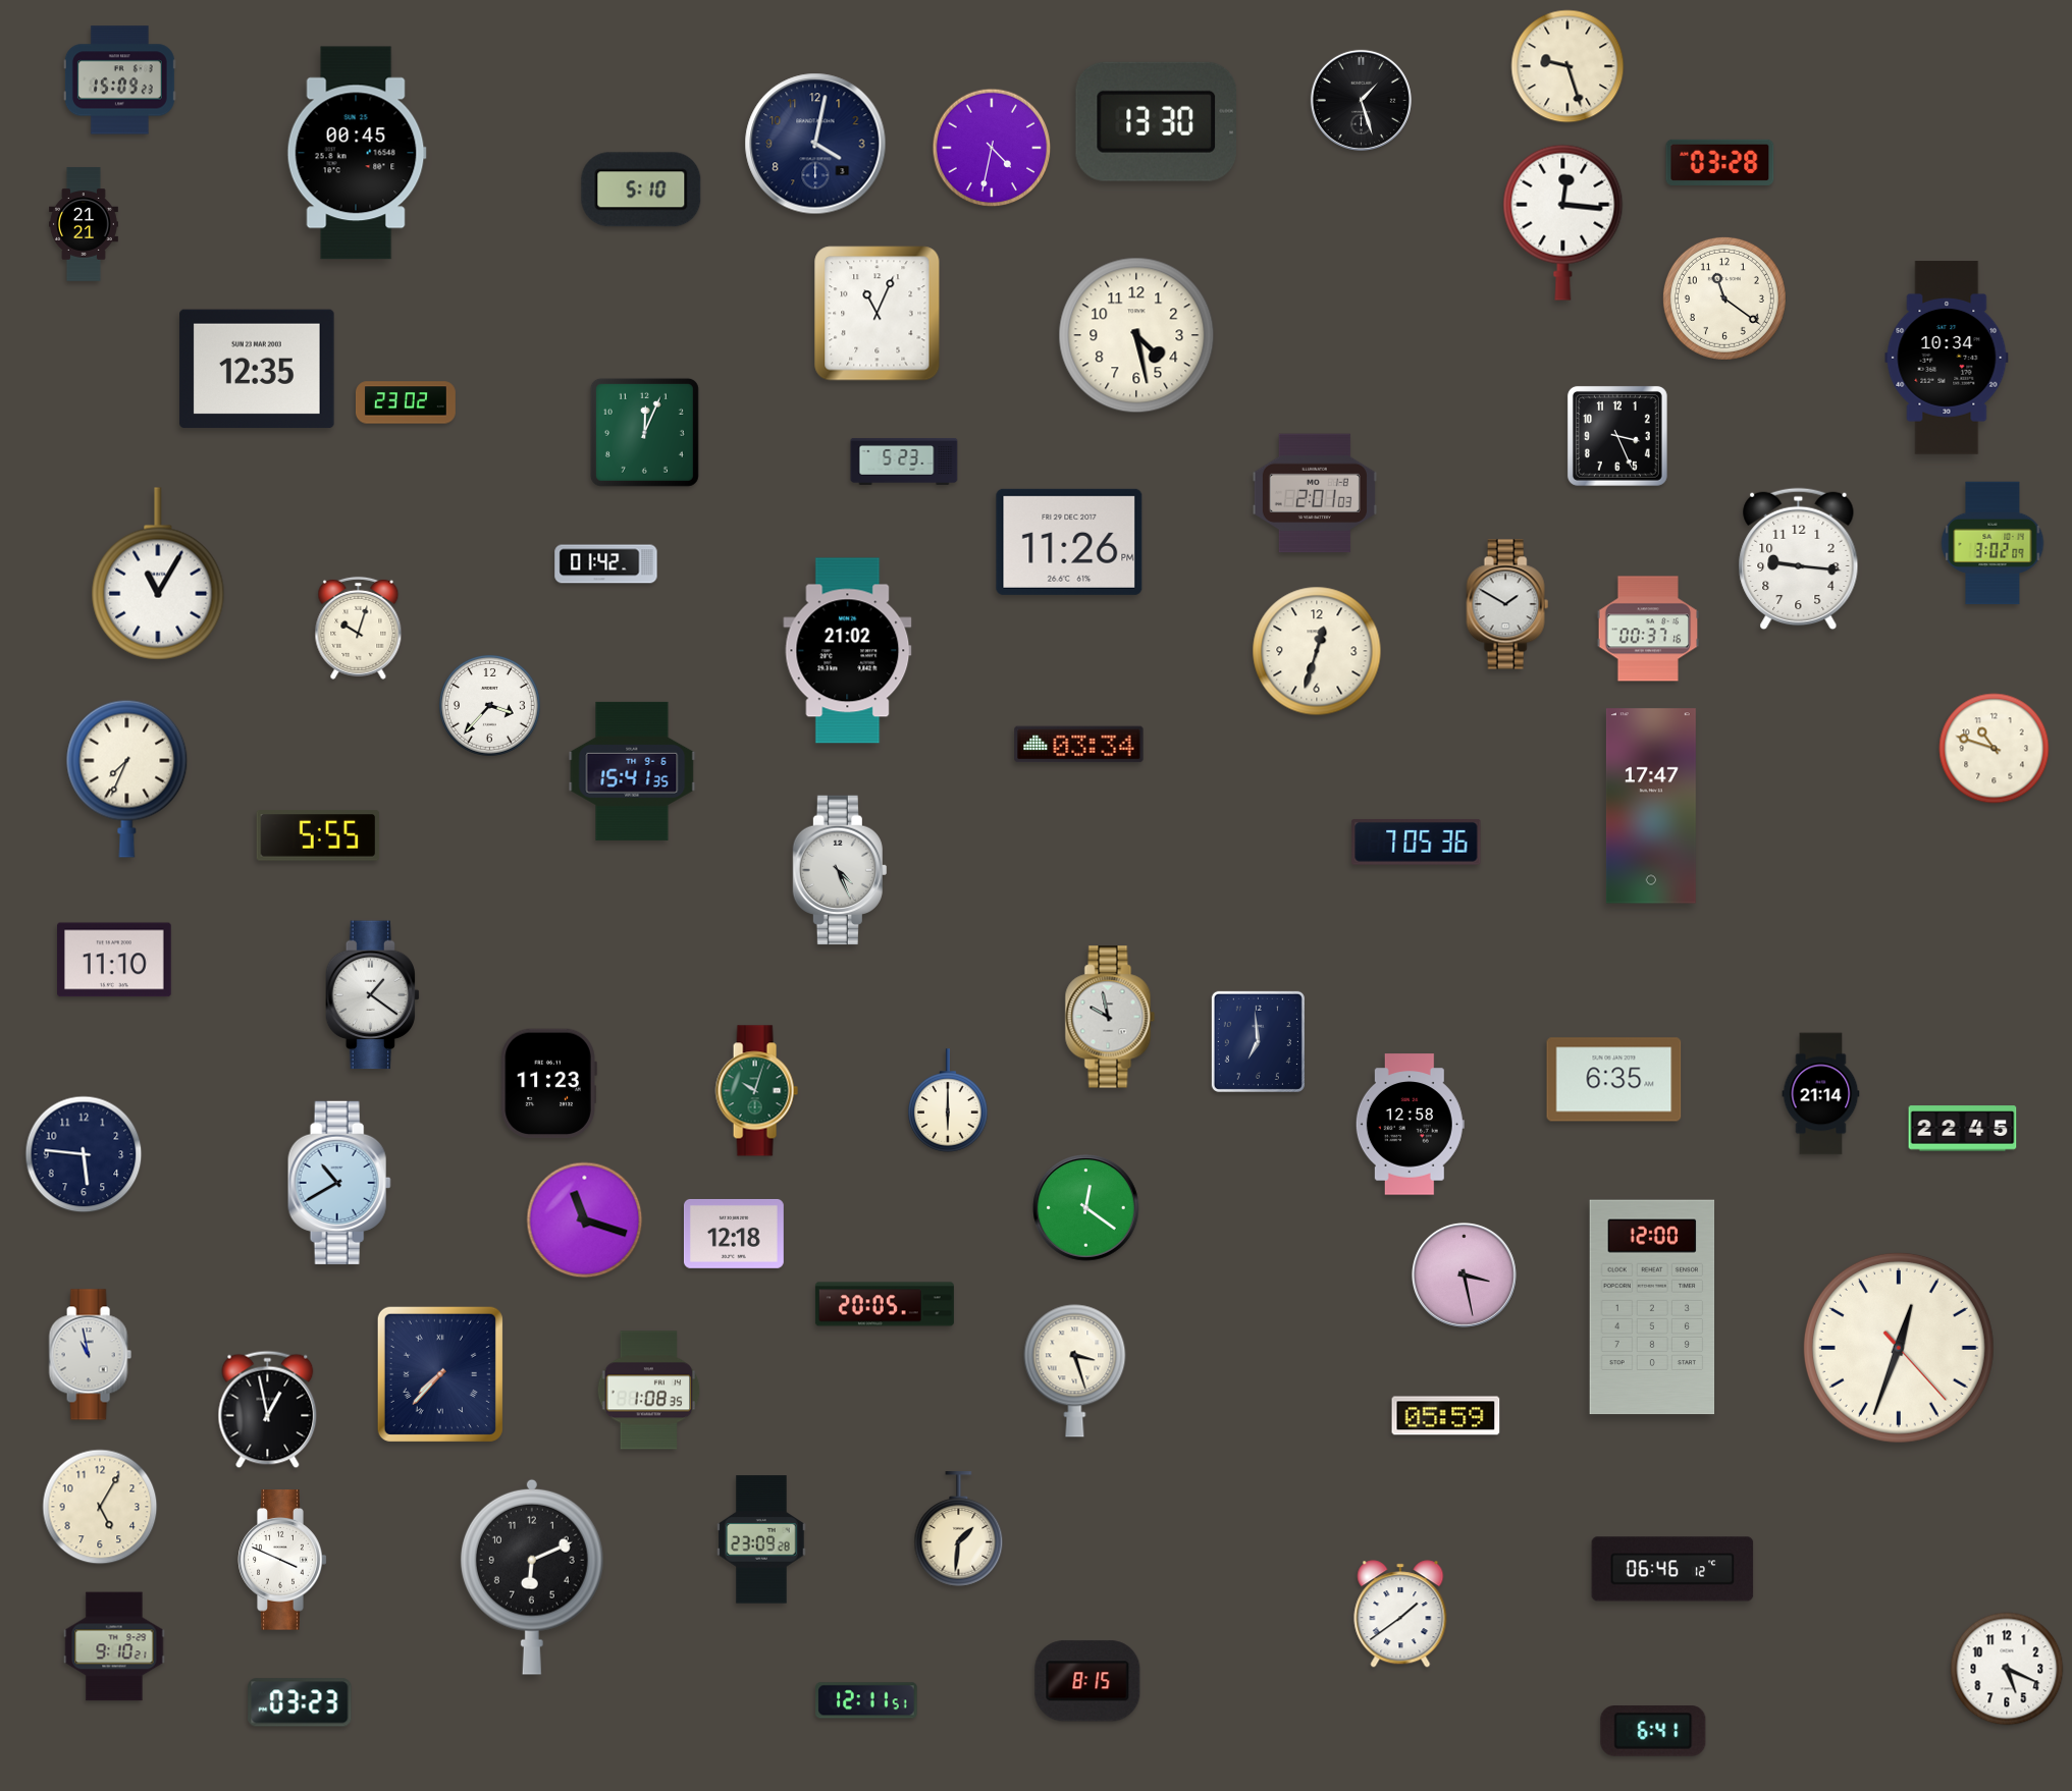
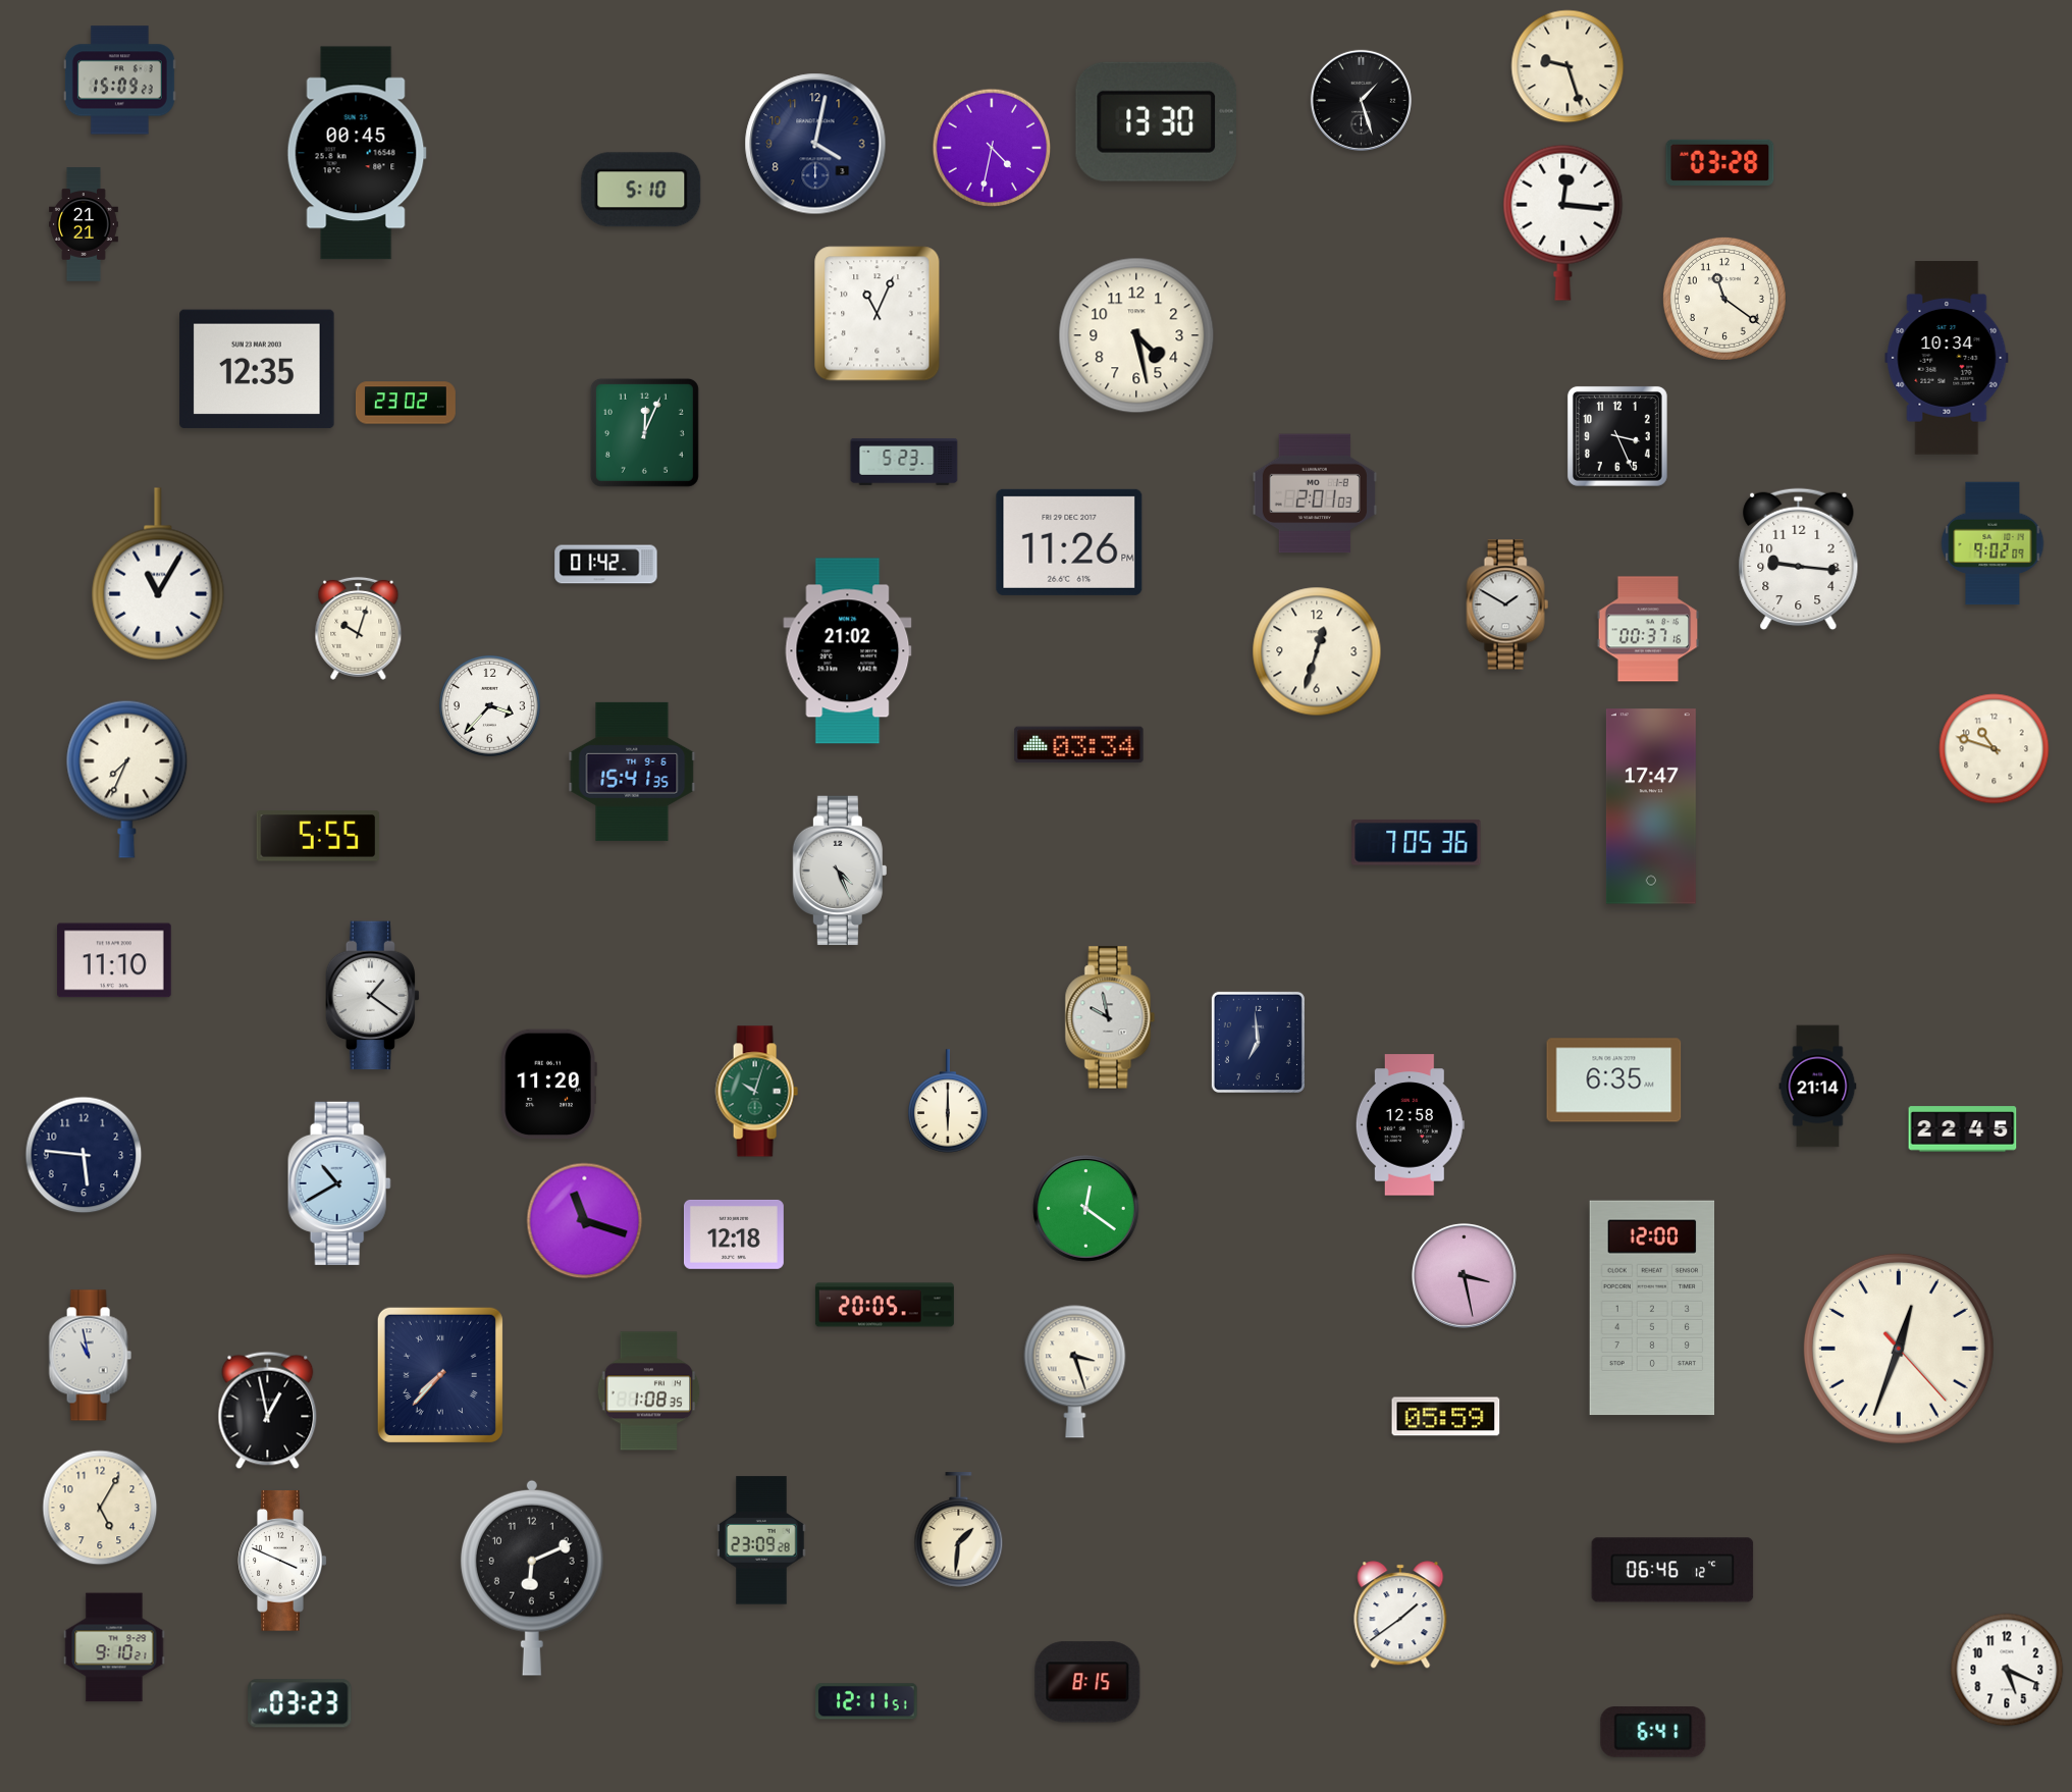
clock at (1993, 543): 3:02 -> 9:02
clock at (548, 1084): 11:23 -> 11:20
clock at (1821, 1094) position: (1821, 1094) -> (1818, 1087)
